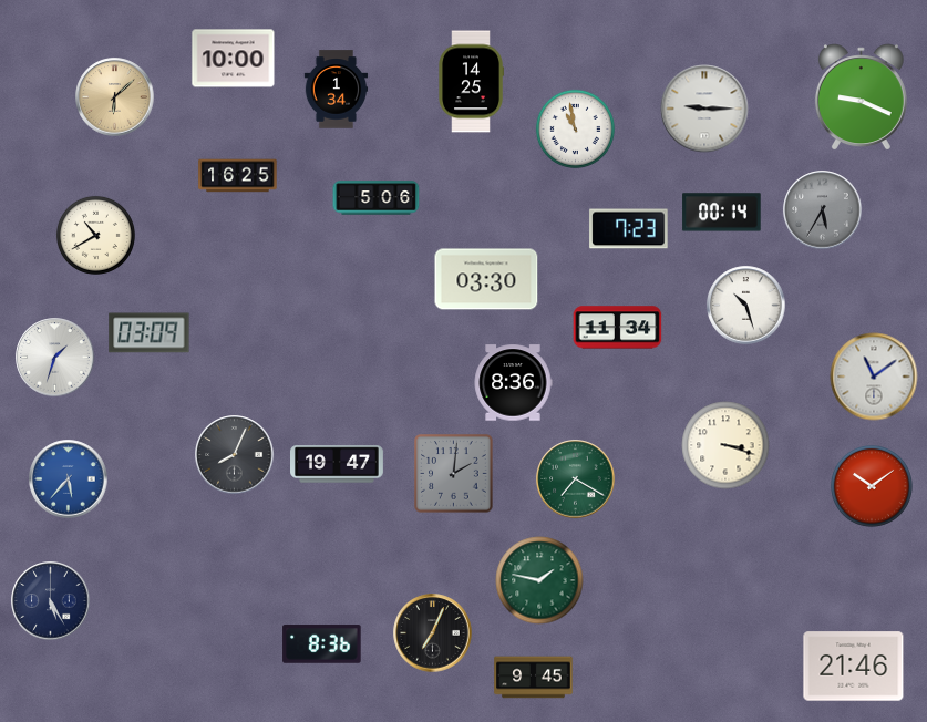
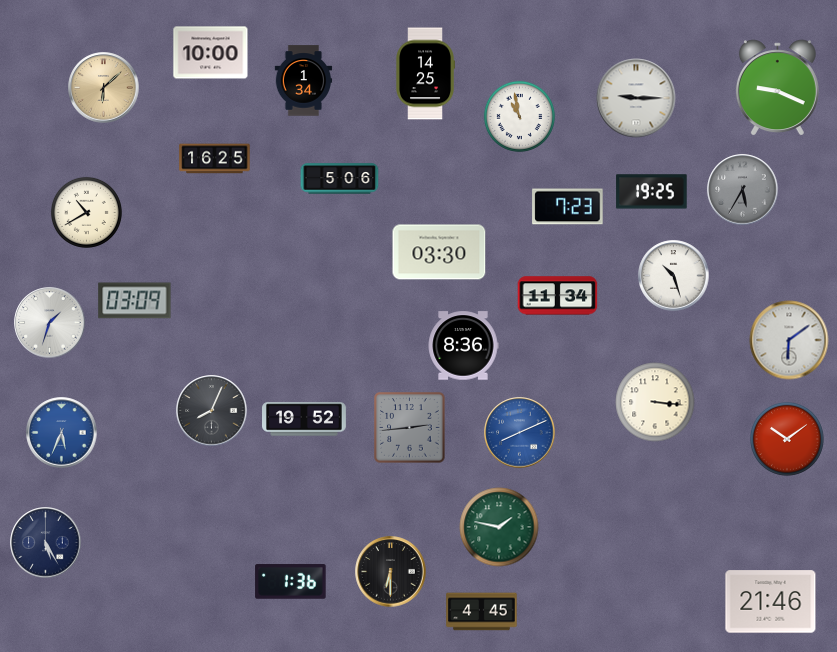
clock at (722, 213): 00:14 -> 19:25
clock at (874, 377): 11:09 -> 6:09
clock at (725, 445): 3:18 -> 3:16
clock at (338, 464): 19:47 -> 19:52
clock at (454, 474): 2:01 -> 2:44
clock at (69, 479): 5:37 -> 5:34
clock at (576, 479): 7:20 -> 8:11
clock at (576, 479) dial: green -> blue
clock at (539, 580) position: (539, 580) -> (499, 527)
clock at (433, 633): 7:04 -> 6:30
clock at (322, 644): 8:36 -> 1:36
clock at (534, 678): 9:45 -> 4:45
